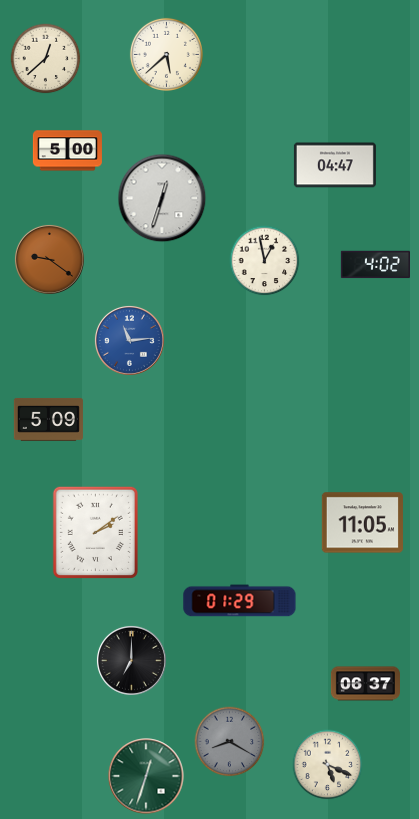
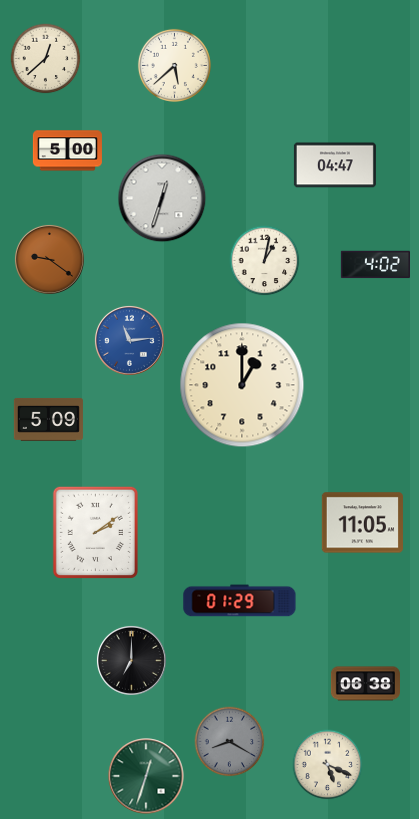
clock at (166, 54) position: (166, 54) -> (174, 65)
clock at (265, 261): 12:58 -> 1:02
clock at (242, 385): none -> 1:00
clock at (365, 684): 06:37 -> 06:38
